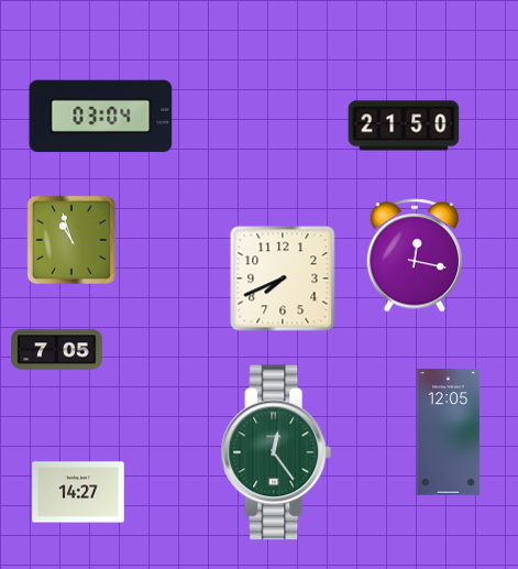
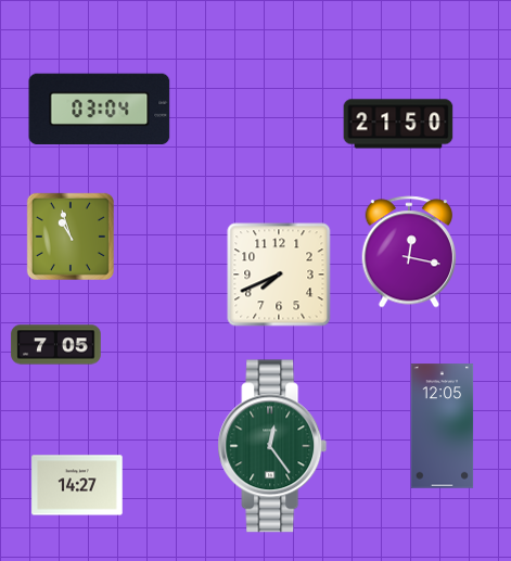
clock at (101, 117) position: (101, 117) -> (100, 110)
